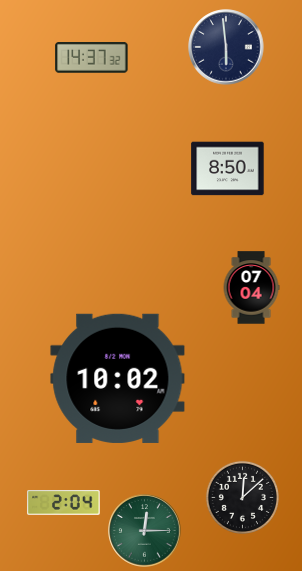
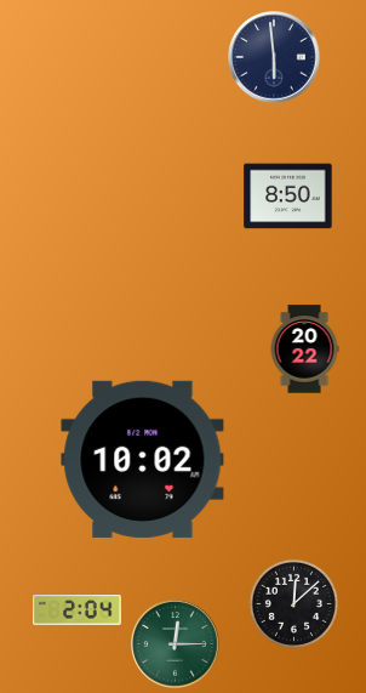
clock at (92, 58): 14:37 -> none
clock at (228, 169) position: (228, 169) -> (288, 197)
clock at (251, 288): 07:04 -> 20:22
